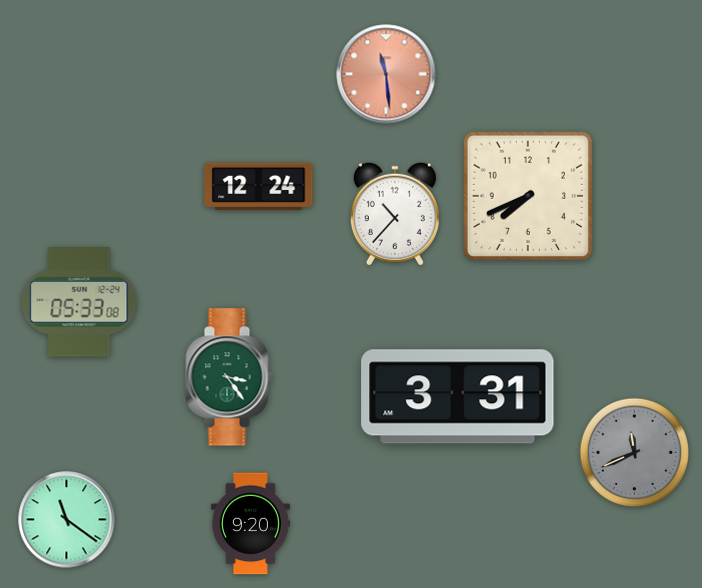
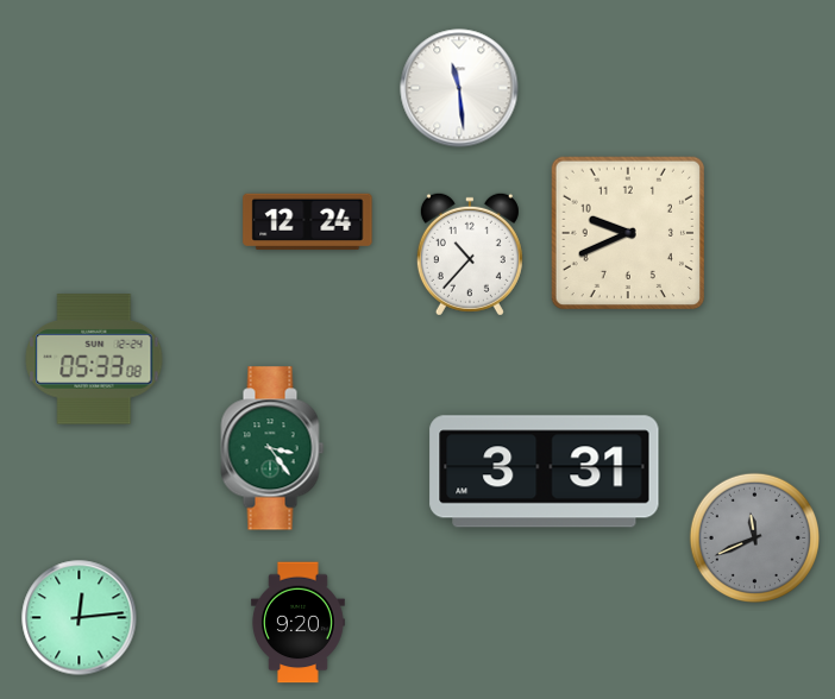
clock at (386, 74) dial: salmon -> white
clock at (528, 196): 7:41 -> 9:41
clock at (67, 520): 11:21 -> 12:14
